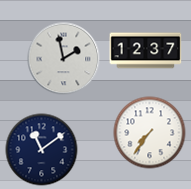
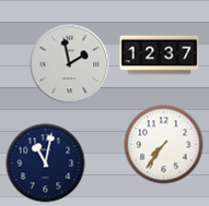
clock at (42, 150): 11:09 -> 11:02
